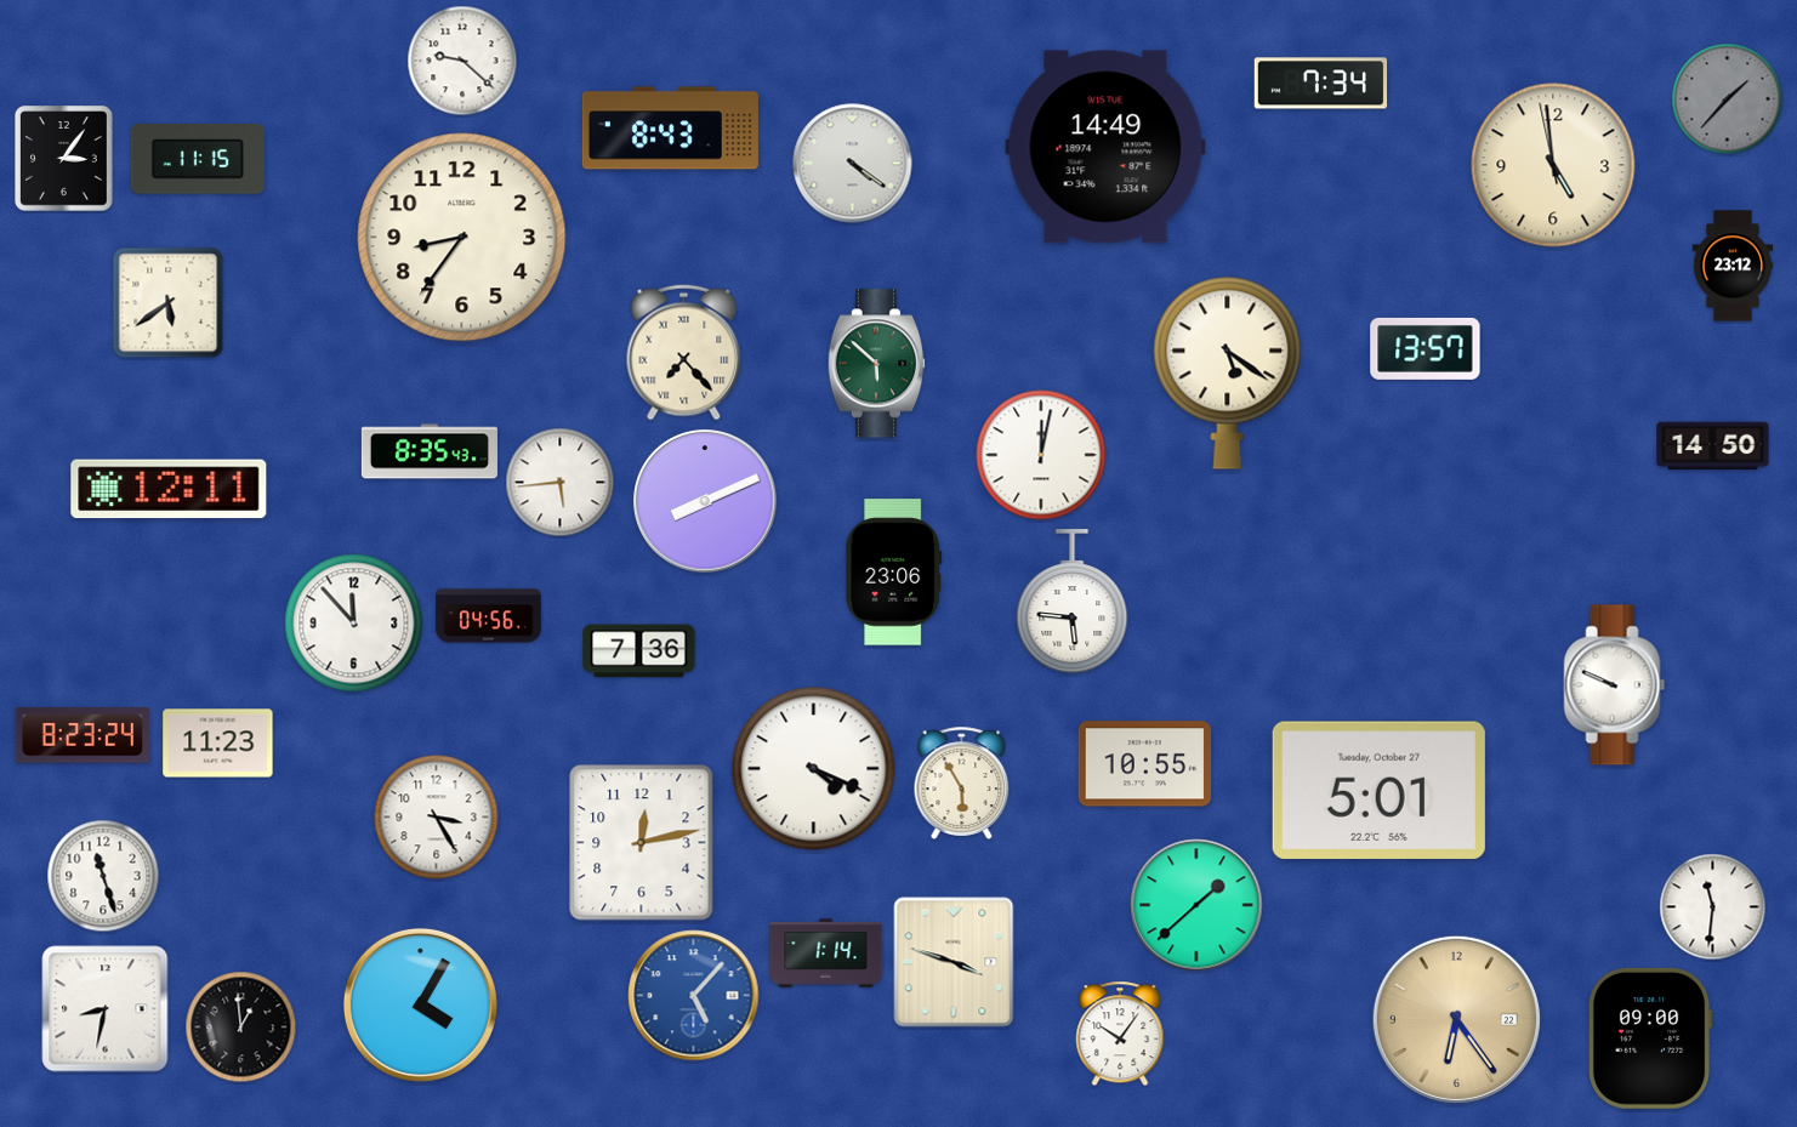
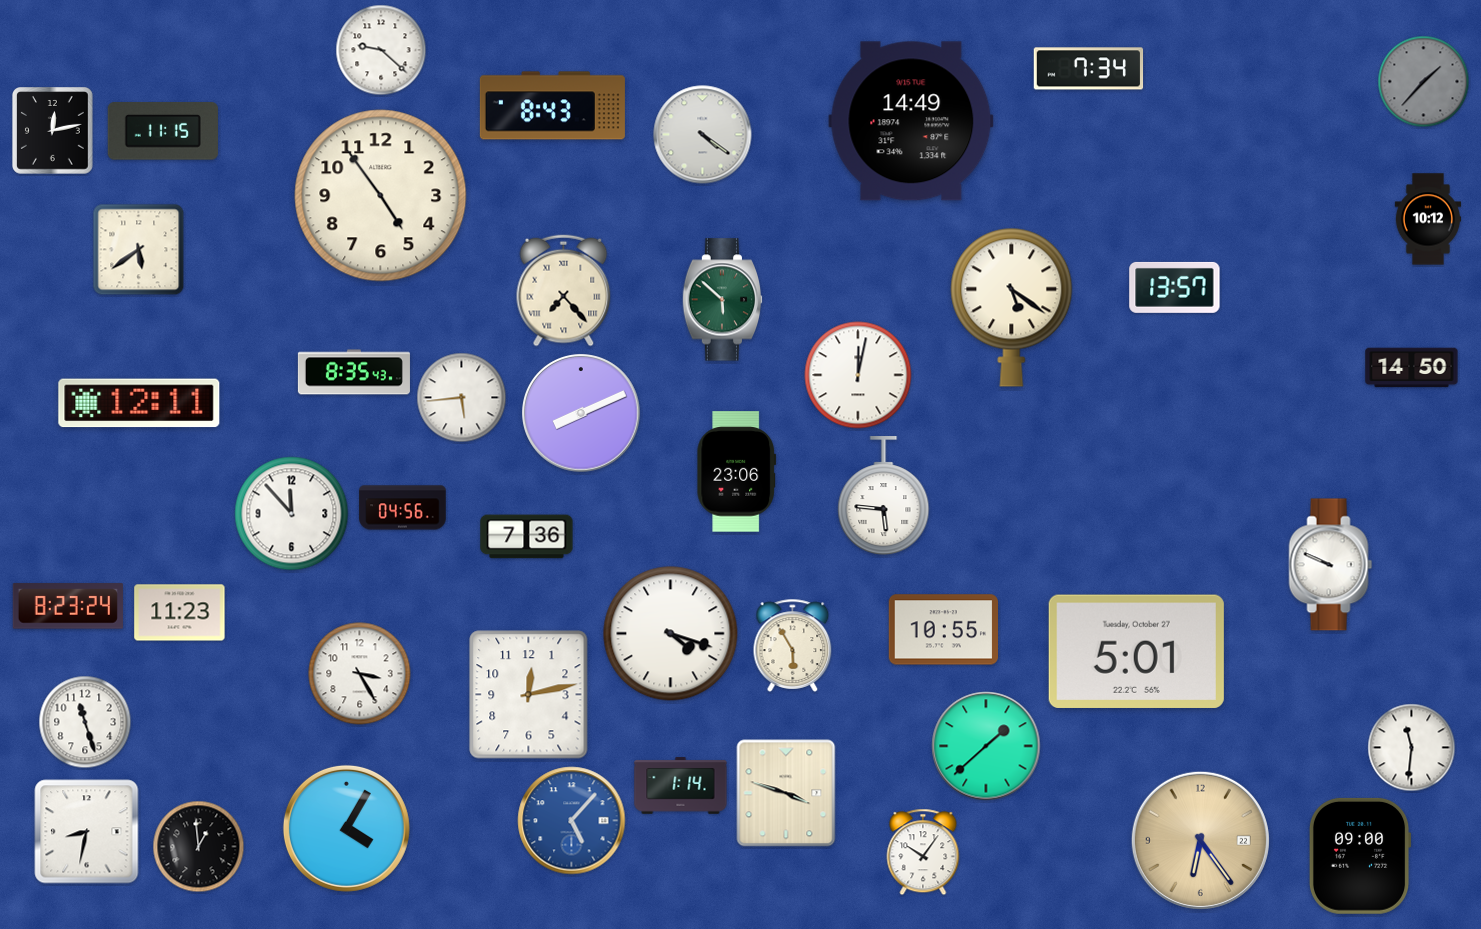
clock at (64, 159): 3:06 -> 12:13
clock at (1553, 165): 4:58 -> none
clock at (462, 238): 8:36 -> 4:54
clock at (1731, 266): 23:12 -> 10:12
clock at (814, 769): 4:19 -> 4:18
